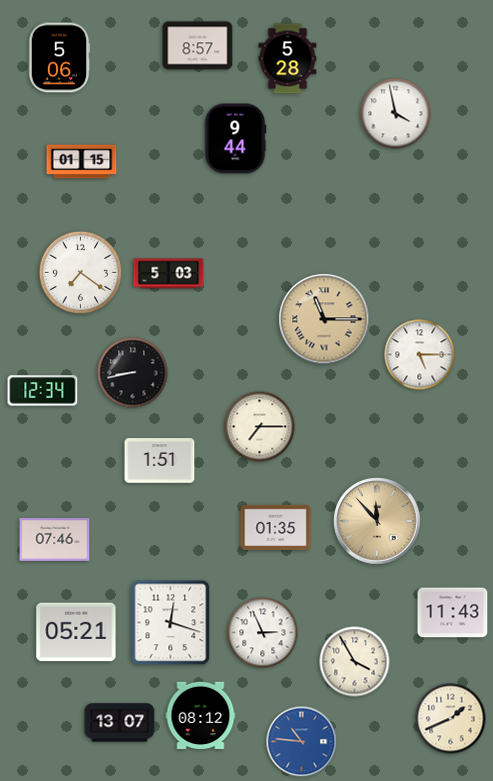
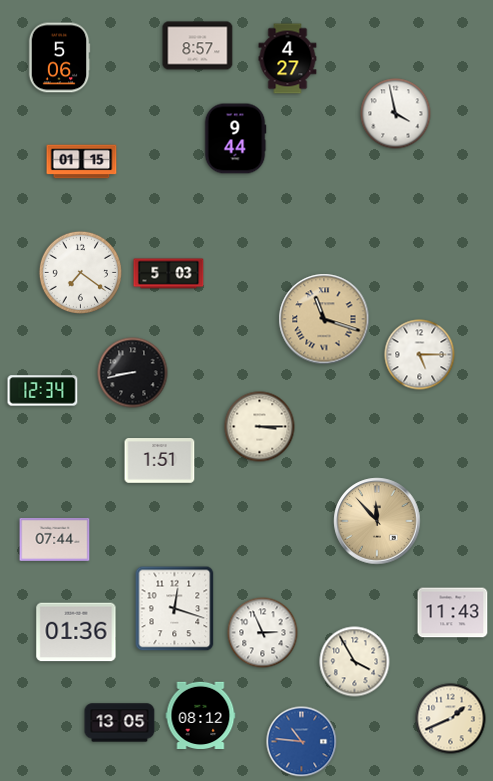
clock at (288, 59): 5:28 -> 4:27
clock at (324, 319): 11:15 -> 11:18
clock at (260, 427): 7:15 -> 3:15
clock at (276, 527): 01:35 -> none
clock at (55, 539): 07:46 -> 07:44
clock at (171, 623) position: (171, 623) -> (175, 609)
clock at (76, 632): 05:21 -> 01:36
clock at (120, 723): 13:07 -> 13:05
